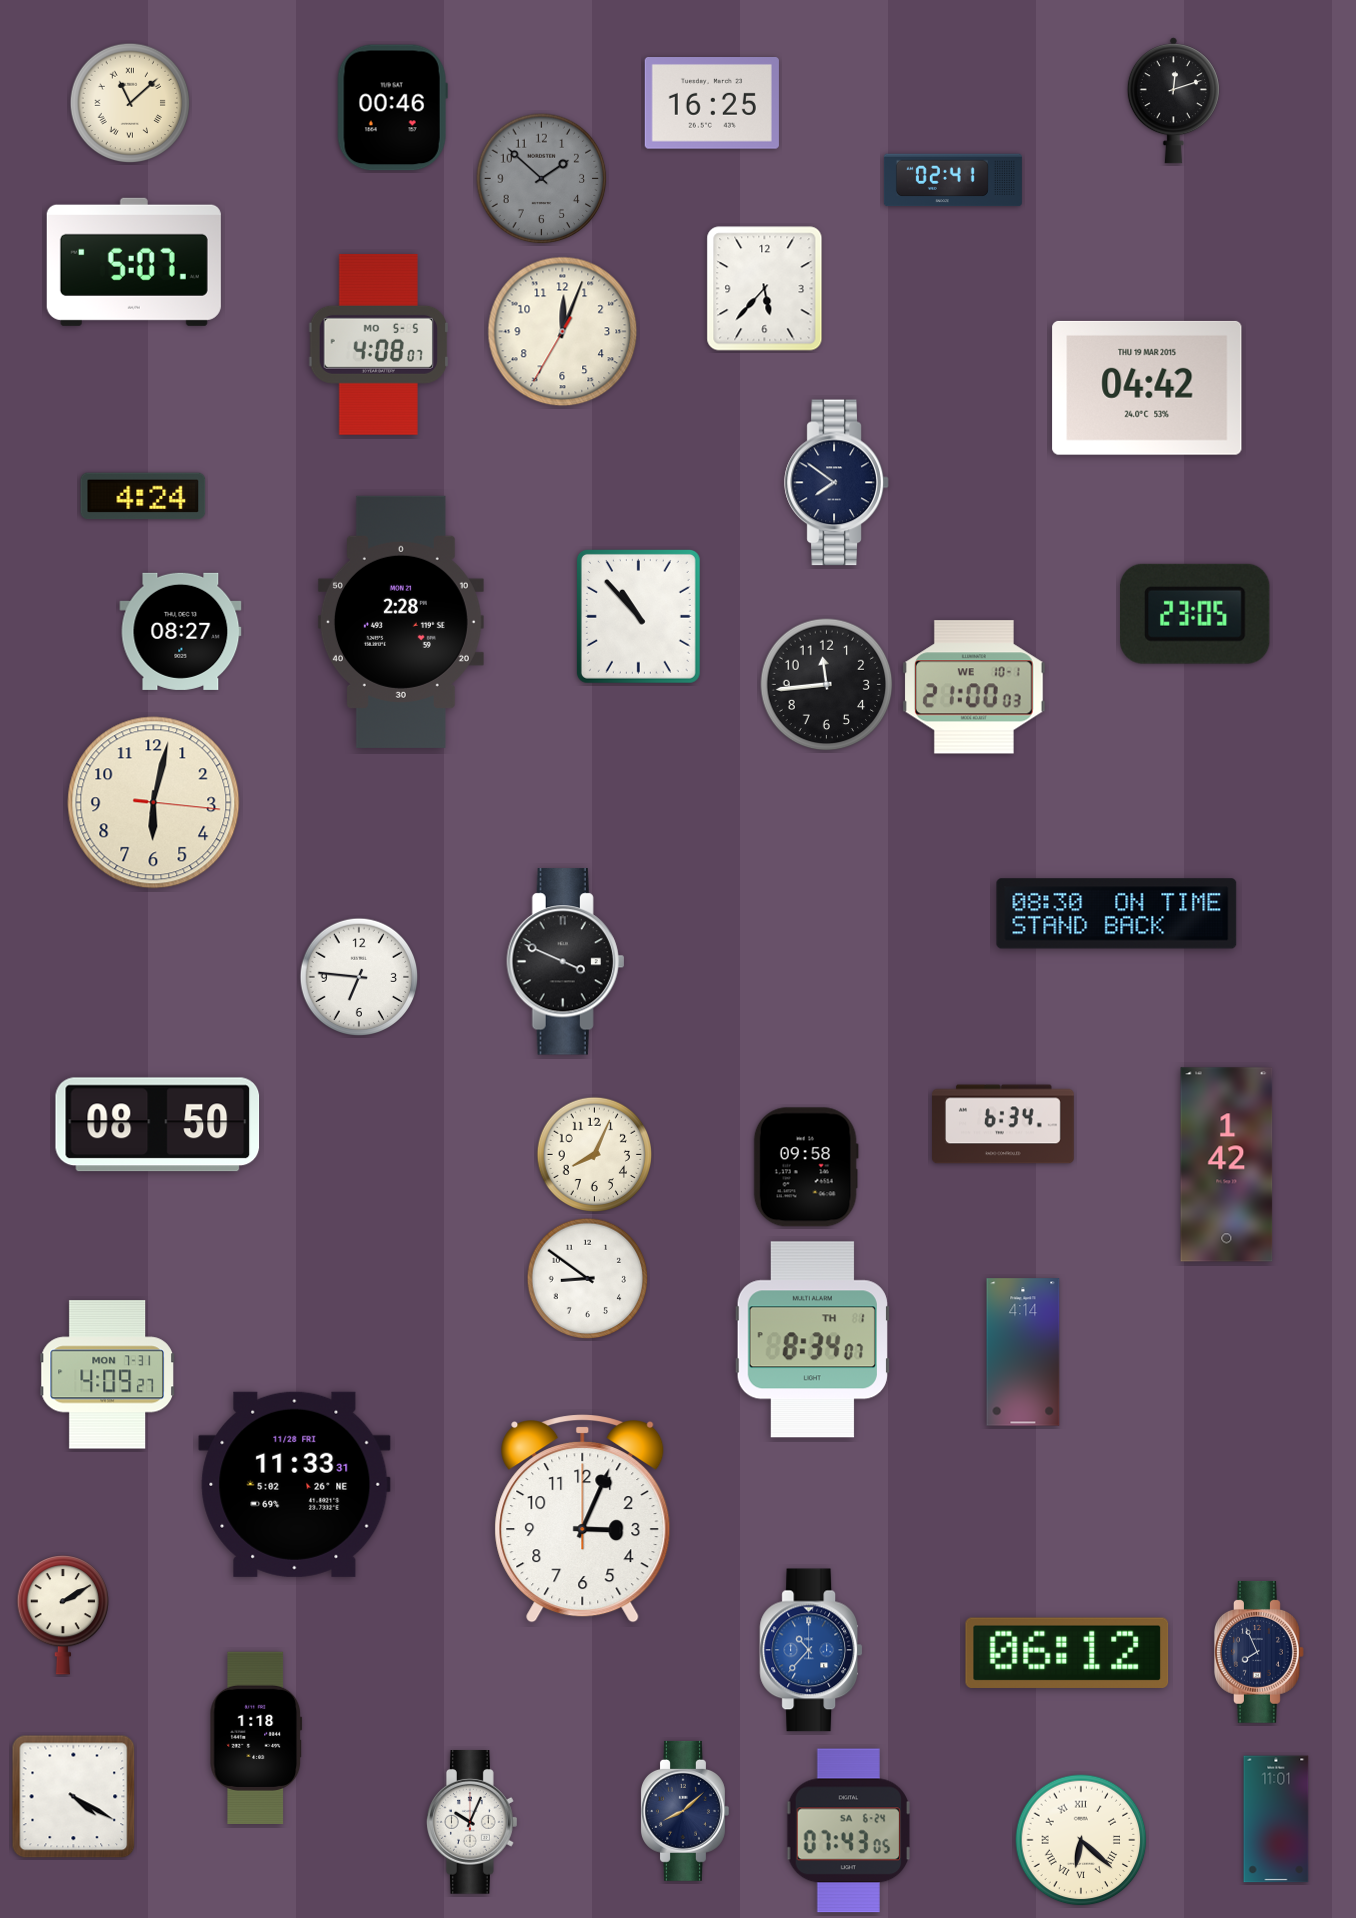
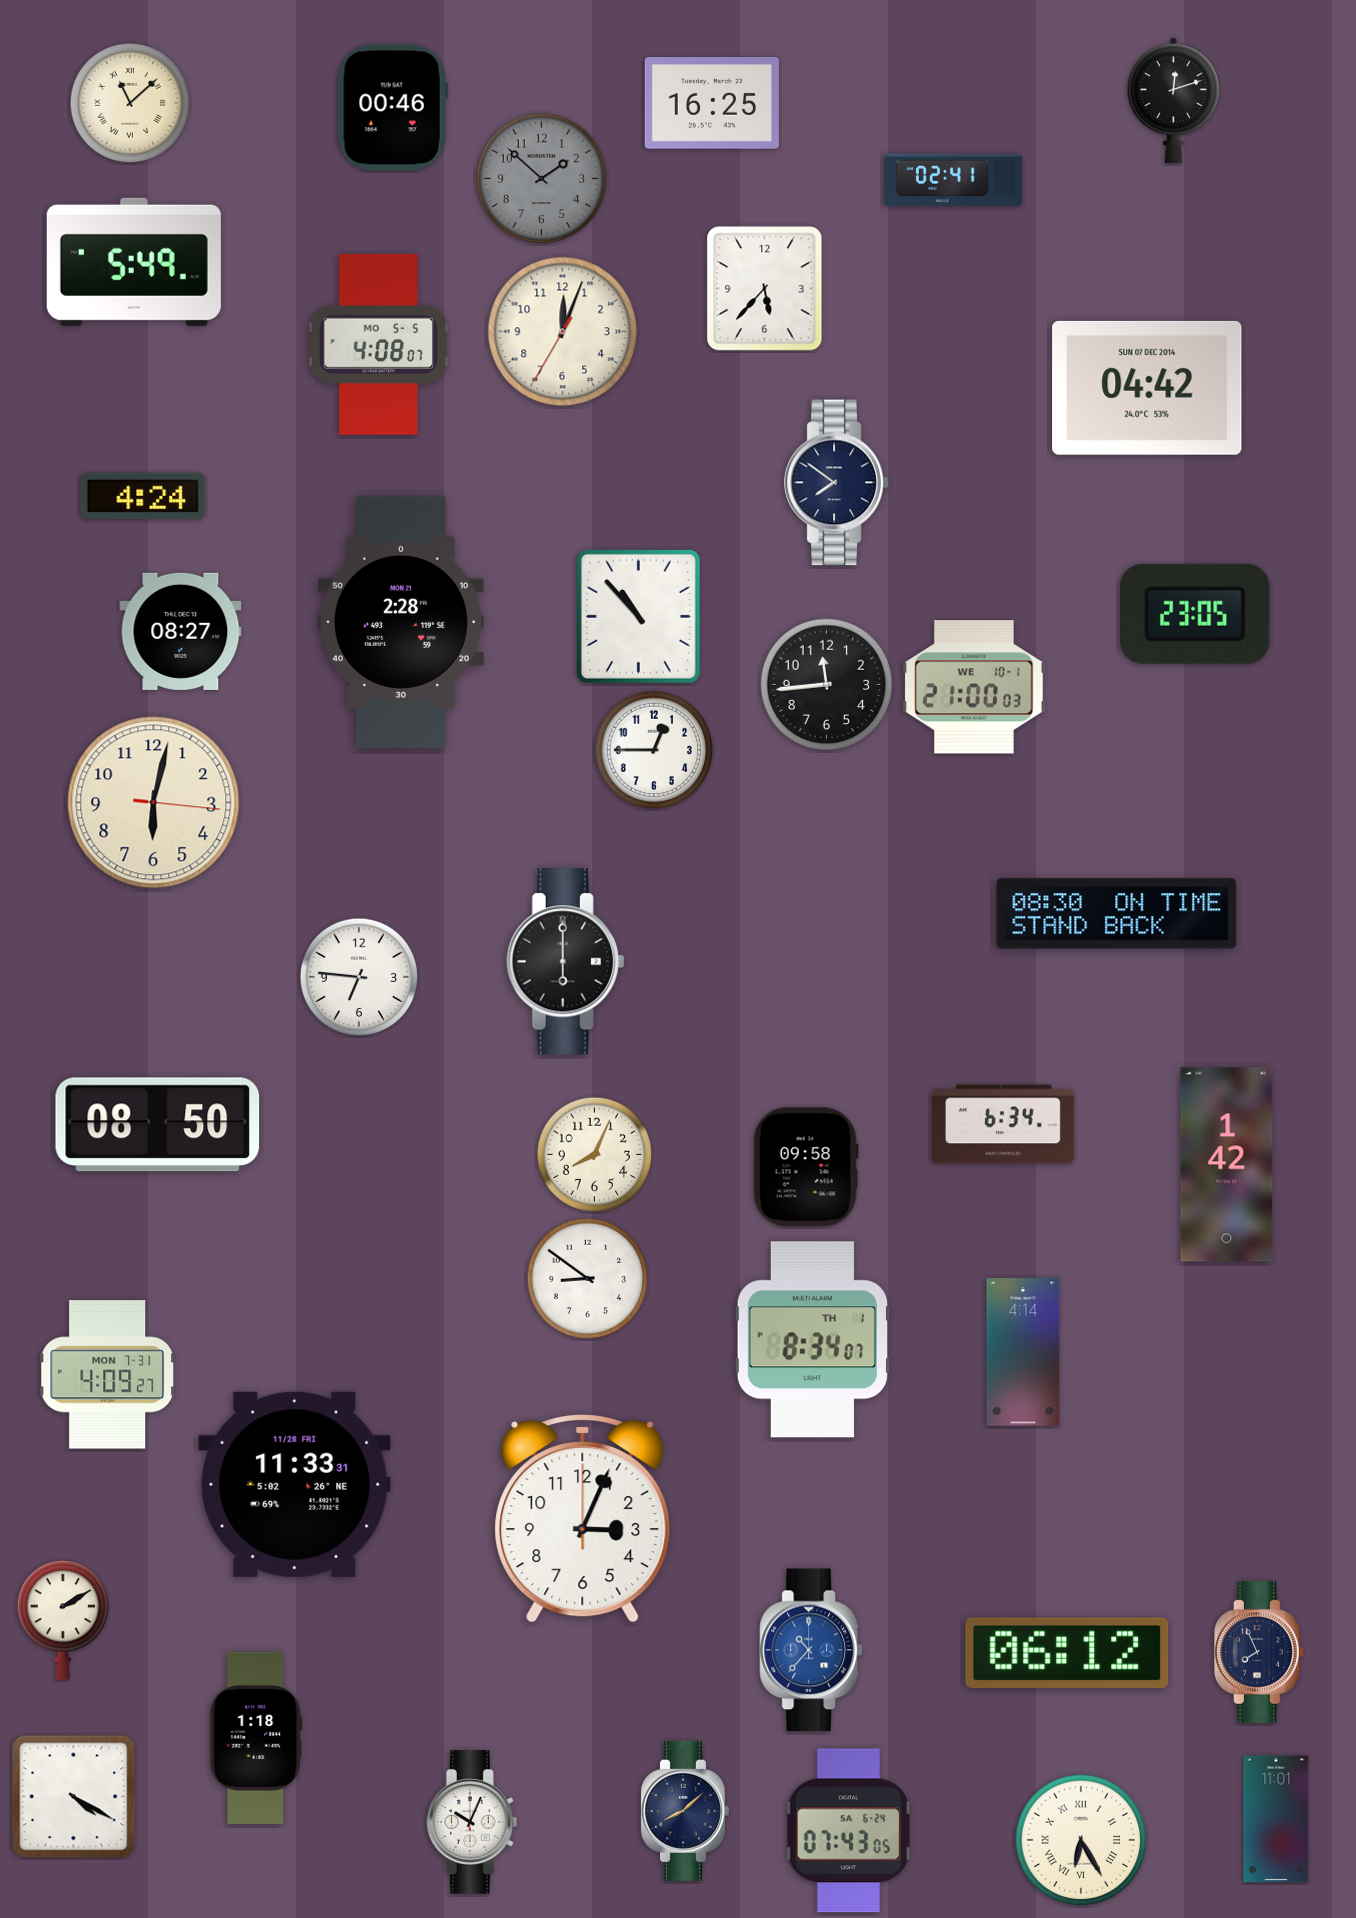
clock at (134, 262): 5:07 -> 5:49
clock at (1147, 388) date: THU 19 MAR 2015 -> SUN 07 DEC 2014
clock at (654, 750): none -> 12:45
clock at (566, 962): 3:49 -> 6:00
clock at (62, 1615) position: (62, 1615) -> (62, 1620)
clock at (1081, 1840): 6:22 -> 6:25
